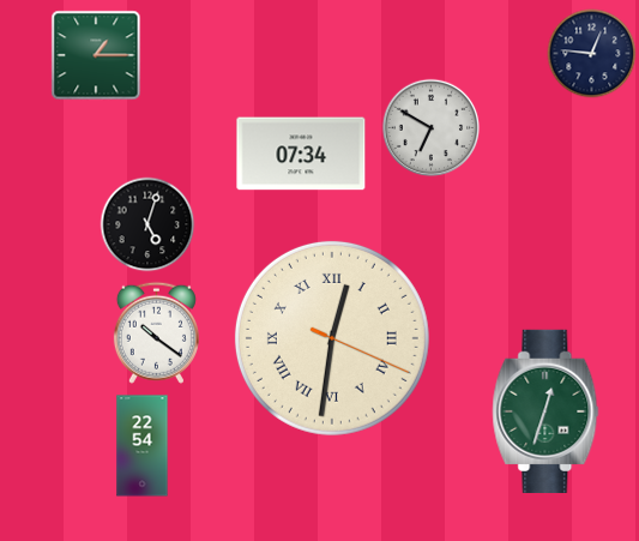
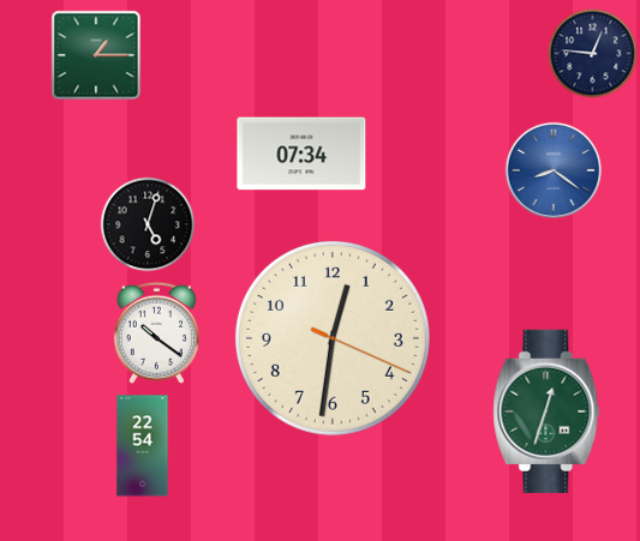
clock at (432, 128): 6:50 -> none
clock at (554, 170): none -> 8:21
clock at (332, 338) numerals: Roman -> Arabic
